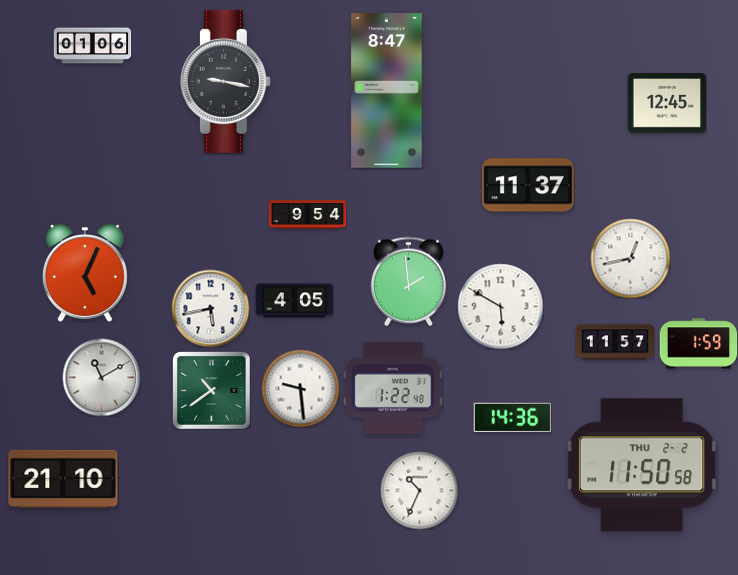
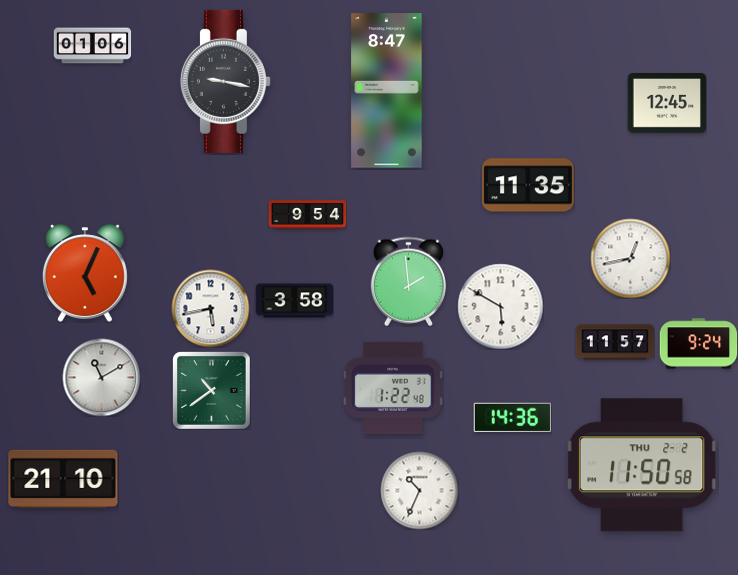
clock at (529, 185): 11:37 -> 11:35
clock at (294, 301): 4:05 -> 3:58
clock at (698, 344): 1:59 -> 9:24
clock at (300, 388): 9:29 -> none
